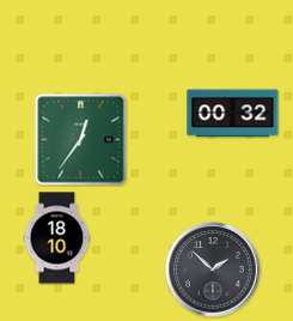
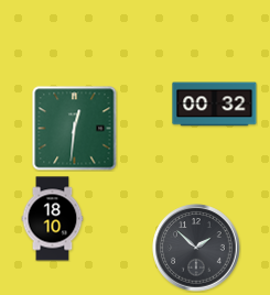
clock at (81, 140): 12:36 -> 12:31
